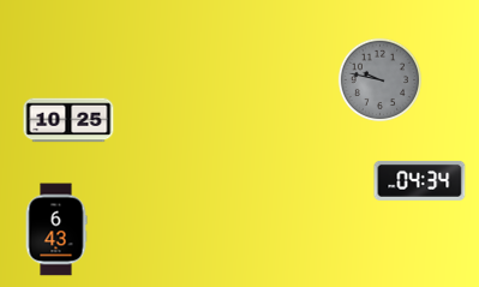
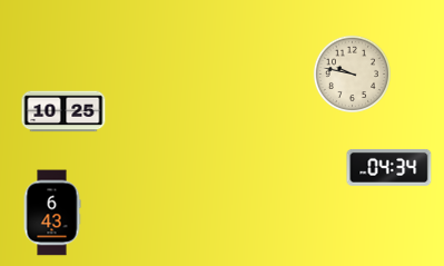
clock at (379, 79) dial: grey -> cream
